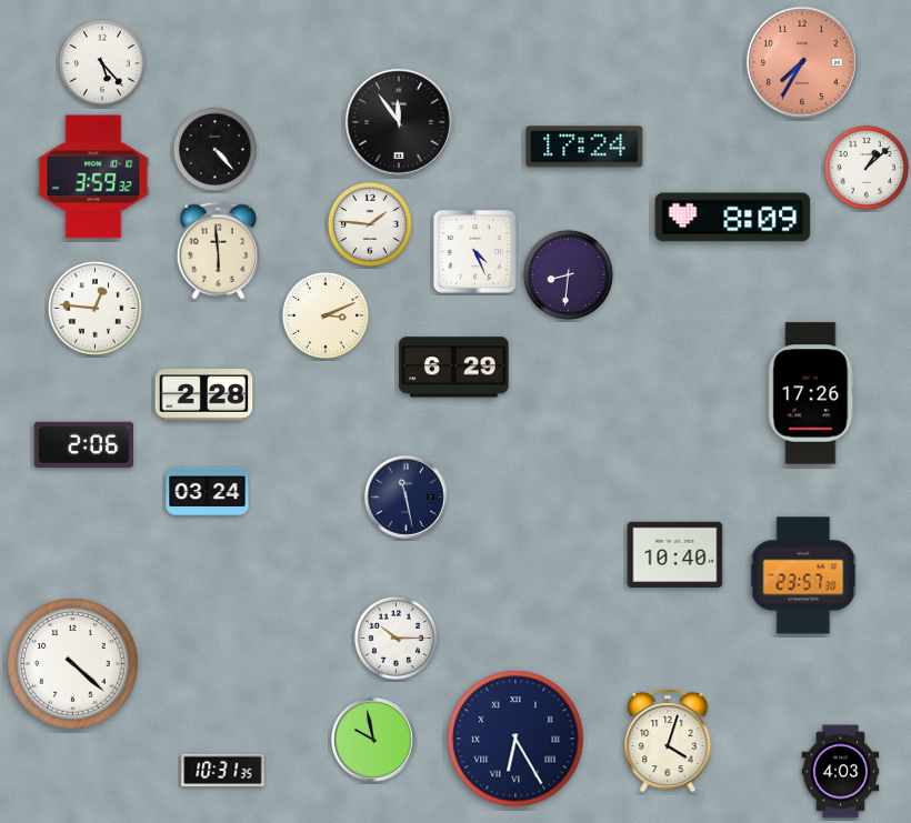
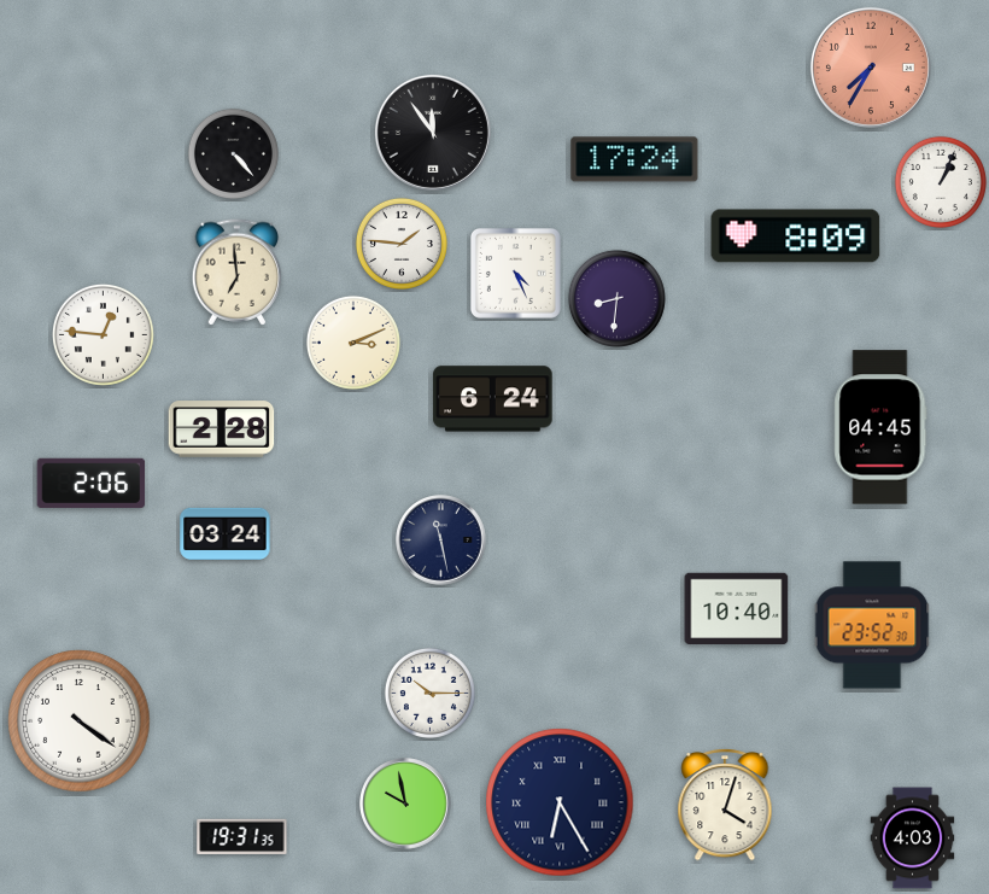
clock at (102, 63): 5:23 -> none
clock at (214, 149) position: (214, 149) -> (233, 153)
clock at (867, 168): 1:08 -> 1:04
clock at (93, 177): 3:59 -> none
clock at (219, 251): 5:59 -> 6:59
clock at (454, 368): 6:29 -> 6:24
clock at (811, 393): 17:26 -> 04:45
clock at (675, 555) position: (675, 555) -> (737, 609)
clock at (803, 575): 23:57 -> 23:52
clock at (73, 664): 4:22 -> 4:21
clock at (223, 771): 10:31 -> 19:31
